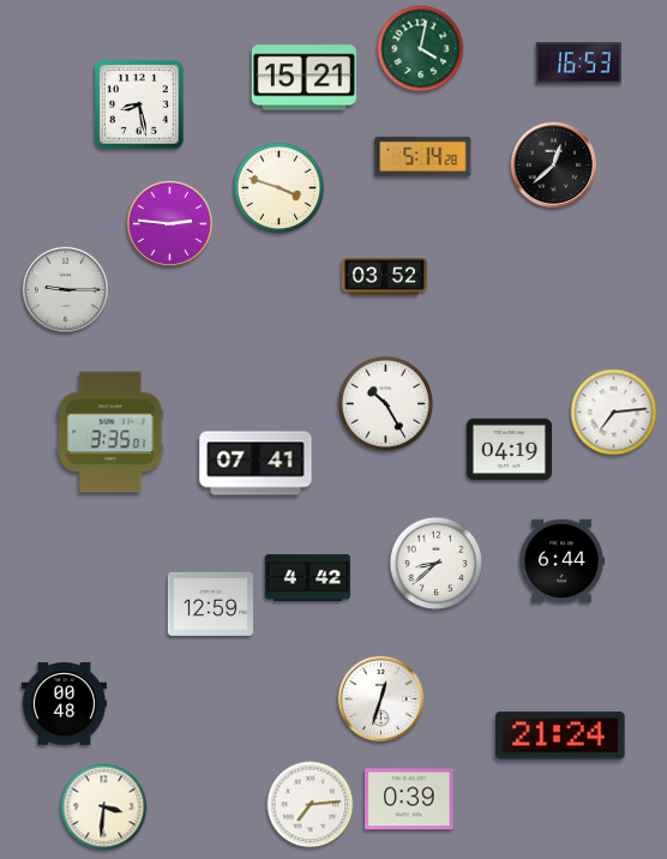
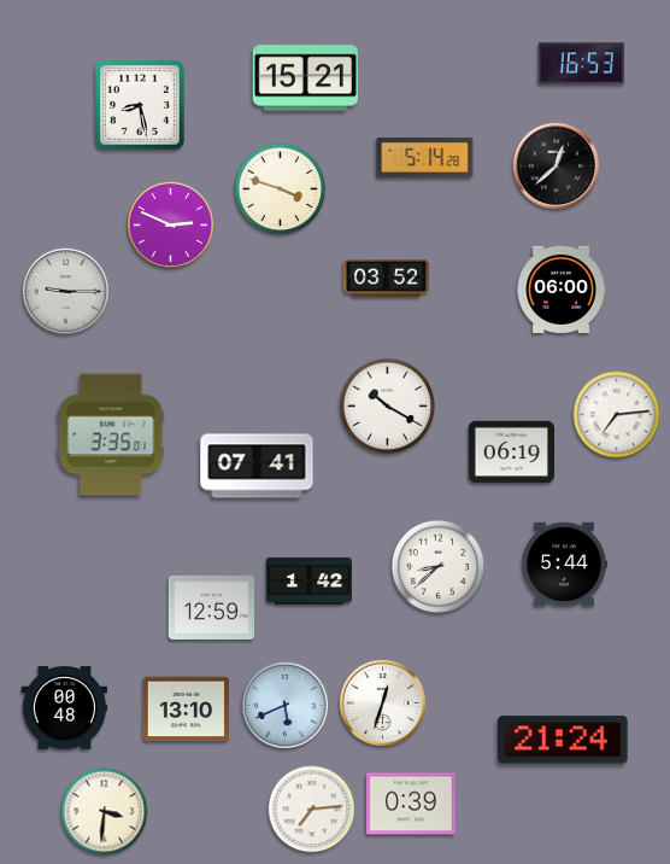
clock at (421, 49): 4:02 -> none
clock at (169, 223): 2:46 -> 2:49
clock at (562, 290): none -> 06:00
clock at (385, 403): 10:25 -> 10:20
clock at (509, 450): 04:19 -> 06:19
clock at (561, 561): 6:44 -> 5:44
clock at (307, 577): 4:42 -> 1:42
clock at (284, 705): none -> 5:41
clock at (186, 710): none -> 13:10
